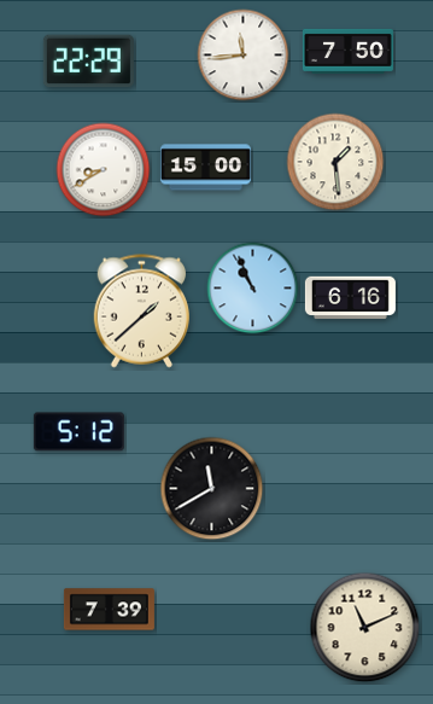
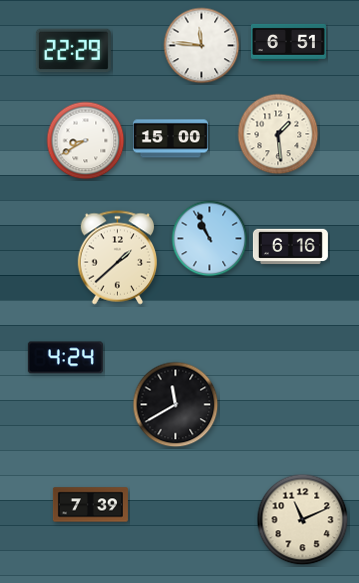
clock at (347, 51): 7:50 -> 6:51
clock at (244, 56): 11:44 -> 11:46
clock at (78, 432): 5:12 -> 4:24
